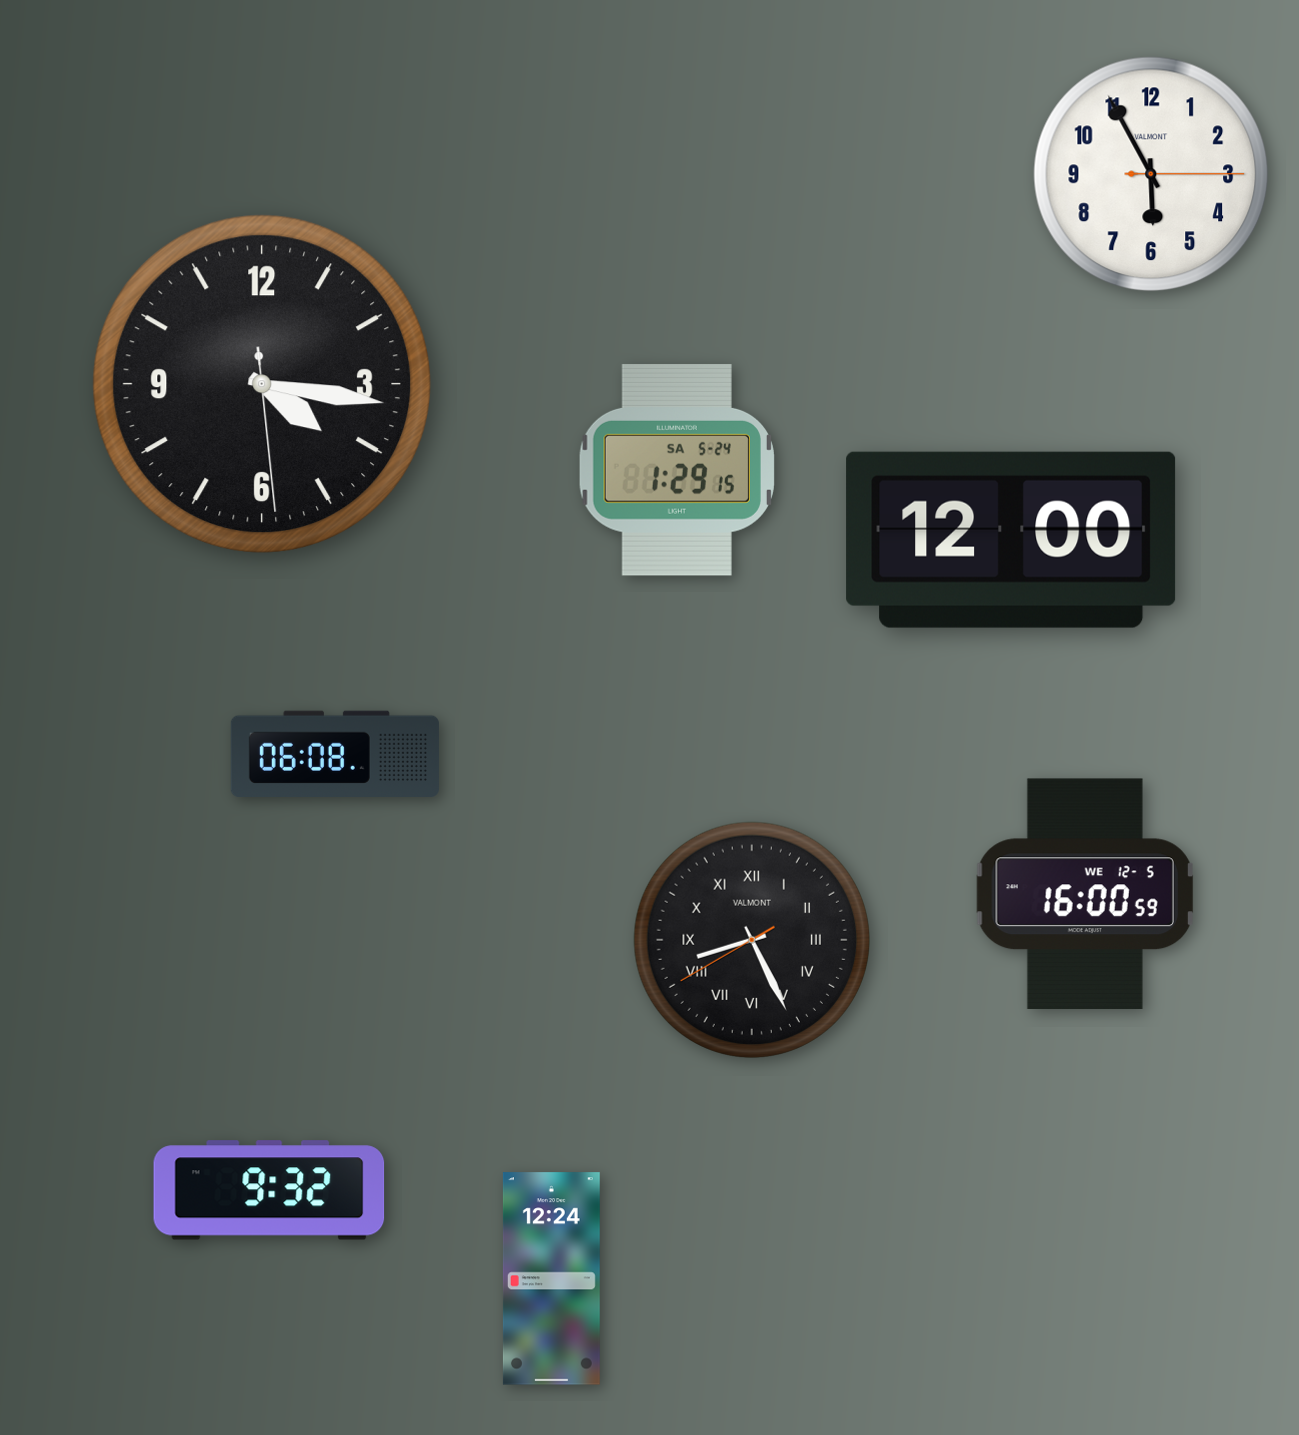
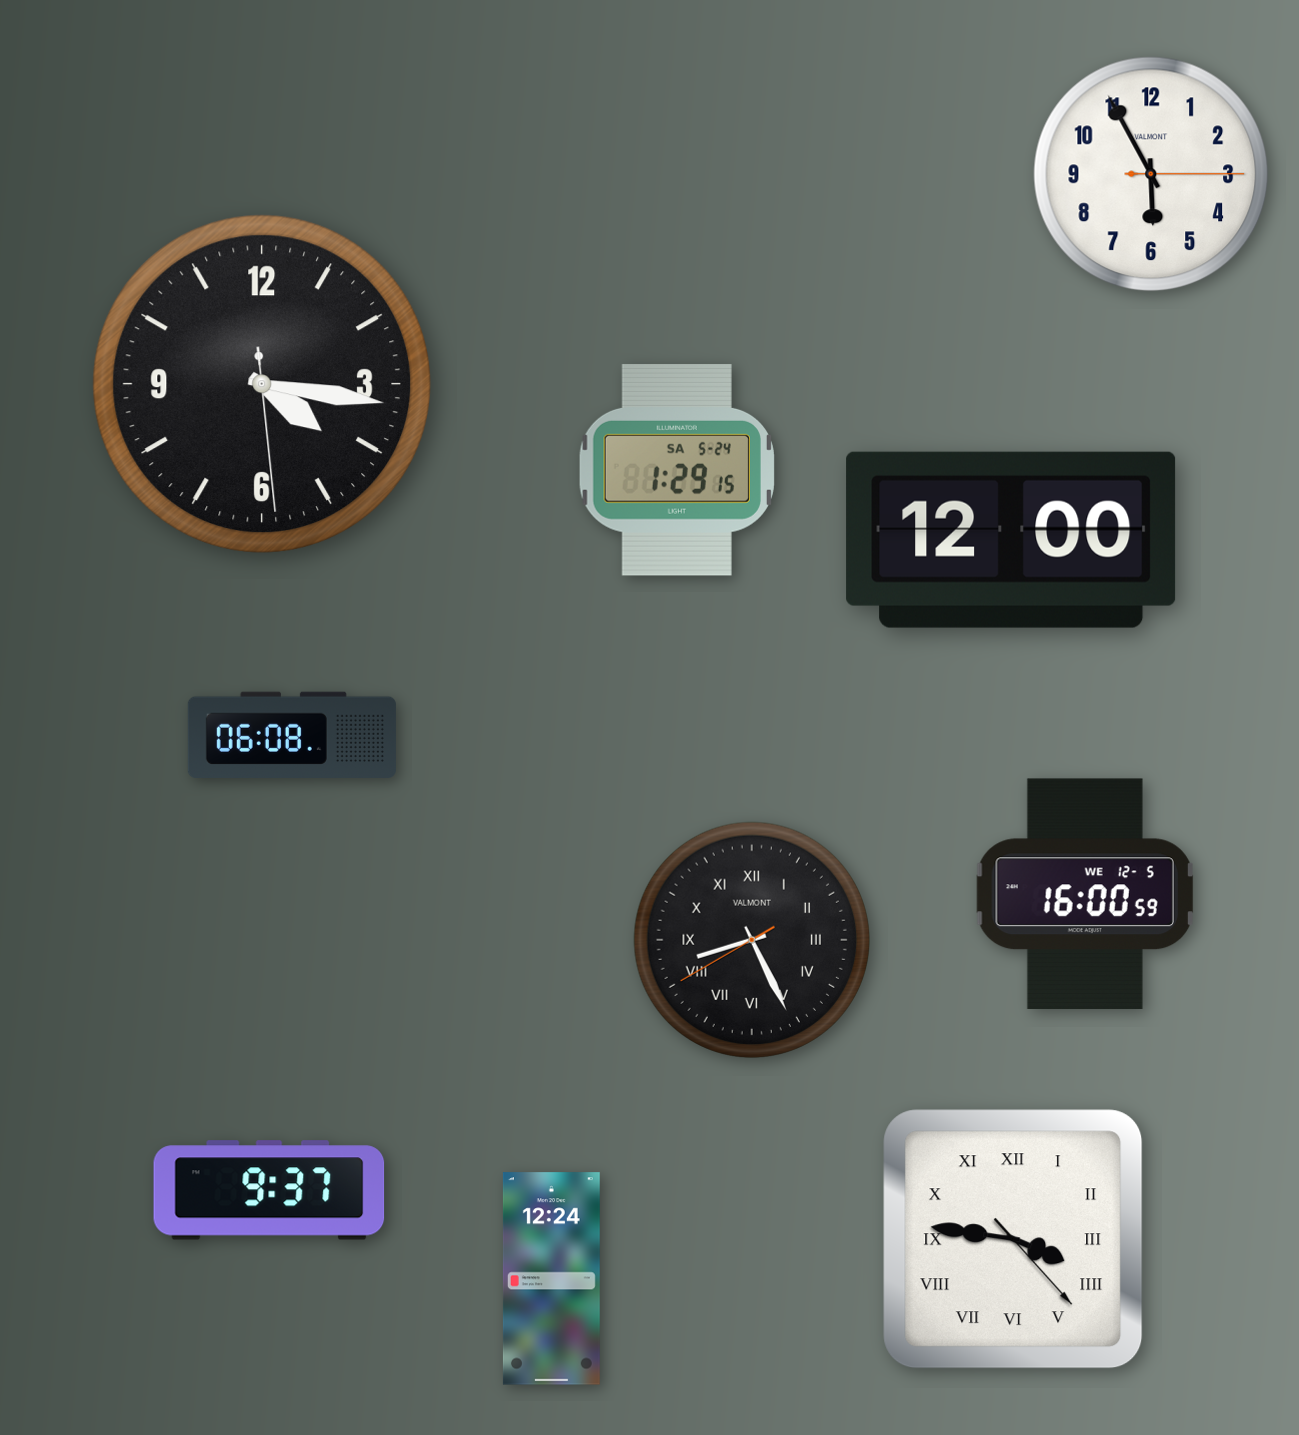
clock at (335, 754) position: (335, 754) -> (292, 735)
clock at (269, 1190): 9:32 -> 9:37
clock at (1013, 1239): none -> 3:46
